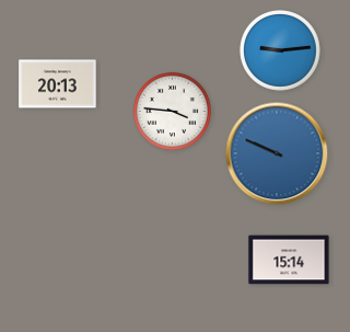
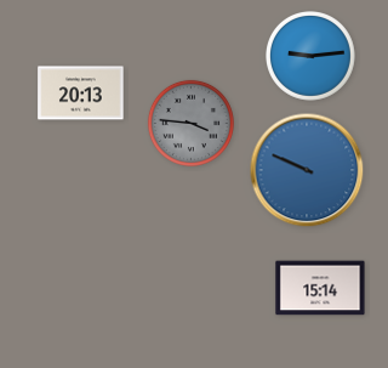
clock at (58, 84) position: (58, 84) -> (81, 94)
clock at (172, 111) dial: white -> grey
